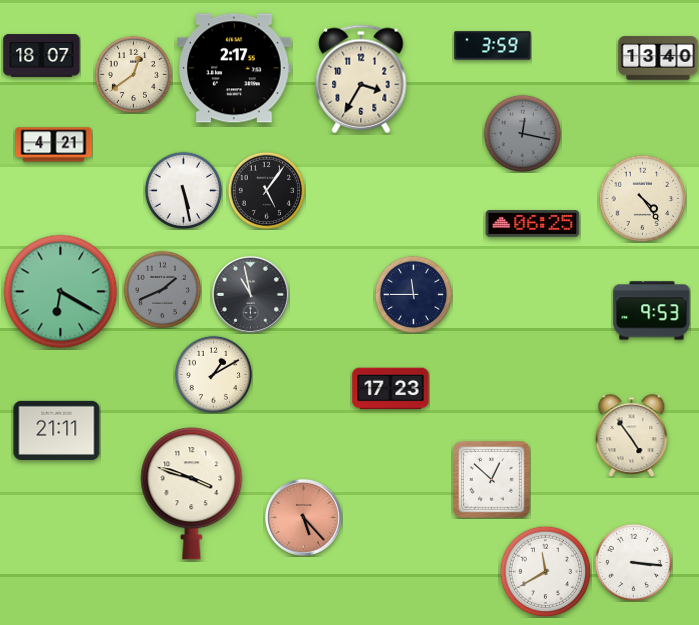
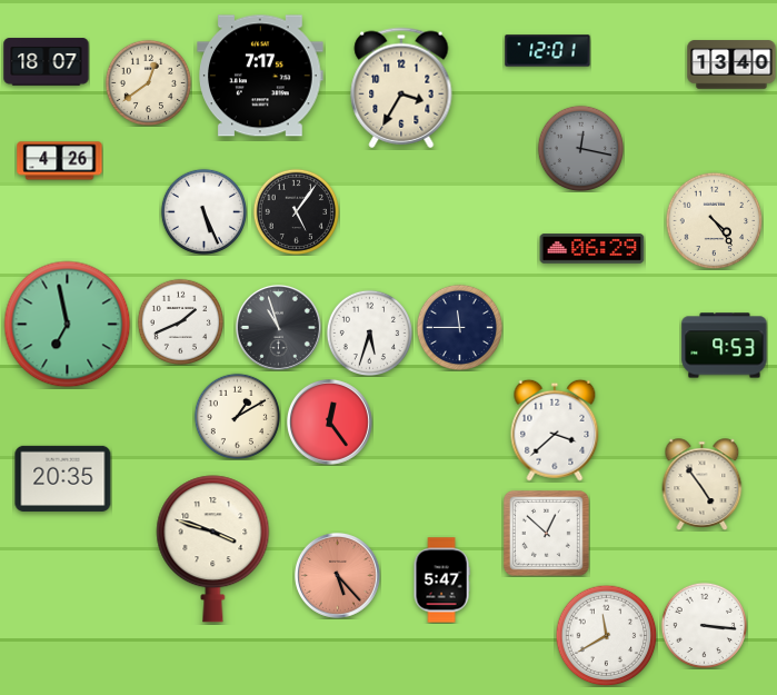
clock at (493, 46): 3:59 -> 12:01
clock at (234, 68): 2:17 -> 7:17
clock at (54, 145): 4:21 -> 4:26
clock at (183, 190): 5:28 -> 5:26
clock at (533, 224): 06:25 -> 06:29
clock at (162, 289) dial: grey -> white
clock at (61, 292): 6:20 -> 6:58
clock at (250, 294): 10:58 -> 10:57
clock at (369, 332): none -> 5:33
clock at (329, 421): none -> 12:24
clock at (555, 430): none -> 3:38
clock at (391, 389): 17:23 -> none
clock at (57, 430): 21:11 -> 20:35
clock at (441, 580): none -> 5:47
